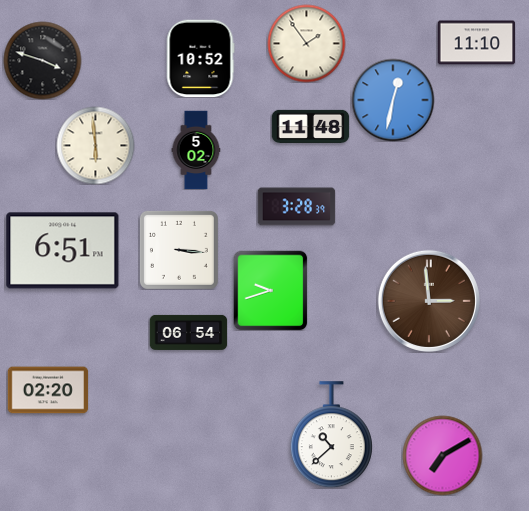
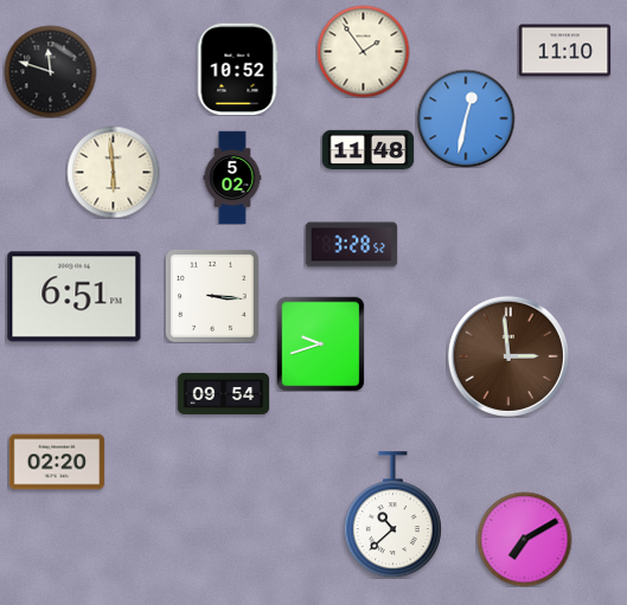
clock at (42, 60): 3:48 -> 11:48
clock at (296, 207): 3:28:39 -> 3:28:52
clock at (188, 332): 06:54 -> 09:54
